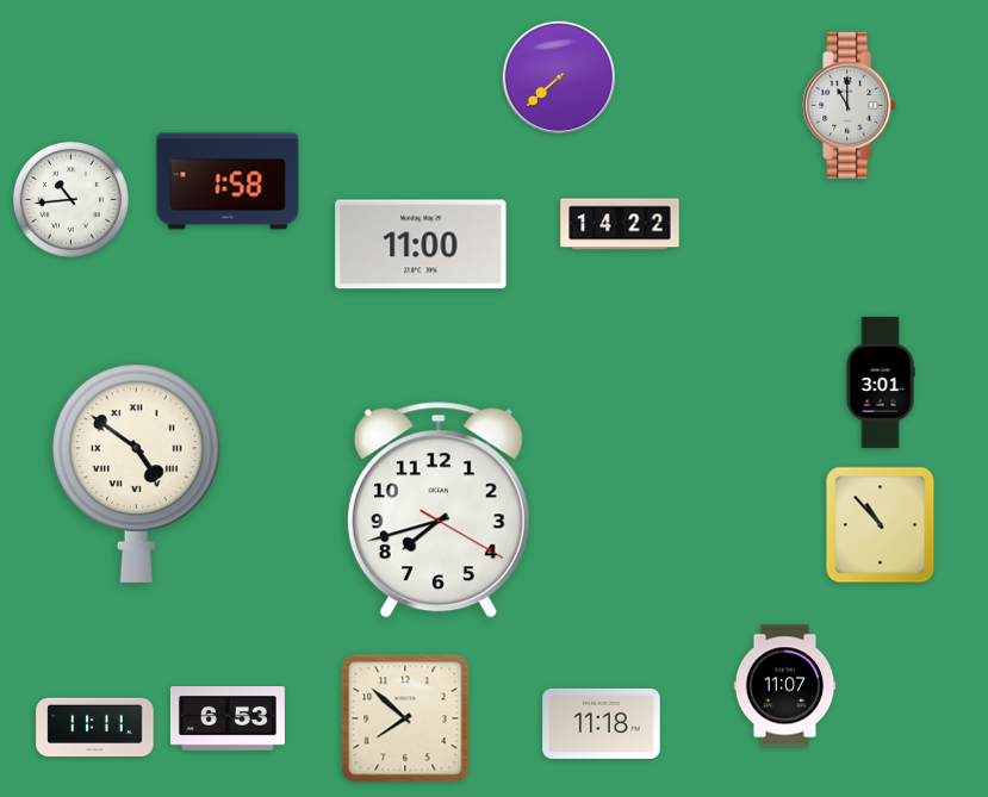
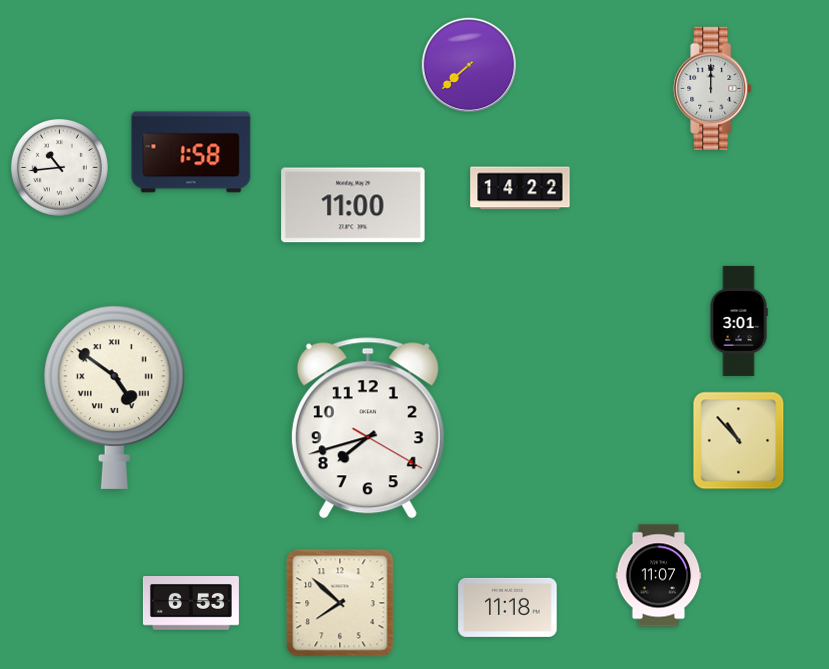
clock at (850, 105): 11:00 -> 12:00
clock at (602, 723) position: (602, 723) -> (508, 607)
clock at (95, 727): 11:11 -> none
